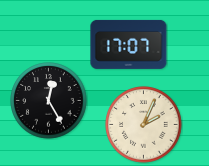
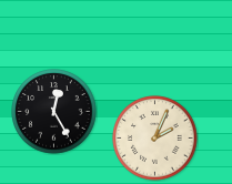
clock at (129, 44): 17:07 -> none
clock at (144, 125) position: (144, 125) -> (155, 139)
